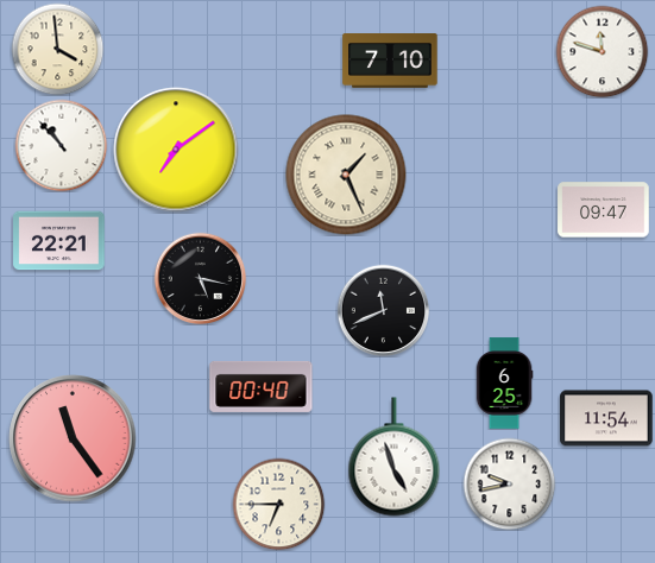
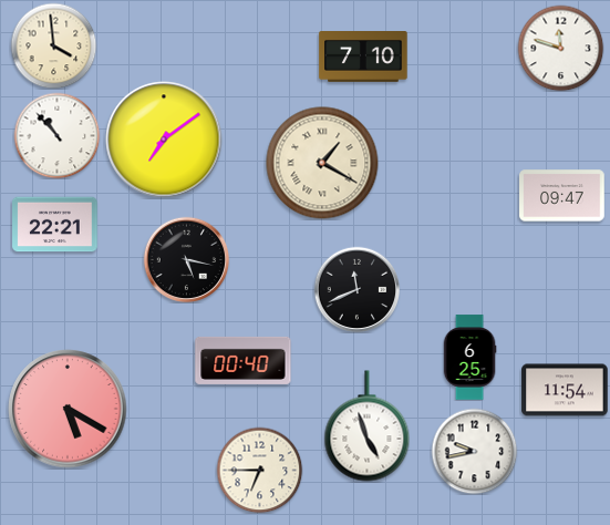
clock at (346, 175): 1:26 -> 1:20
clock at (73, 438): 11:24 -> 5:20
